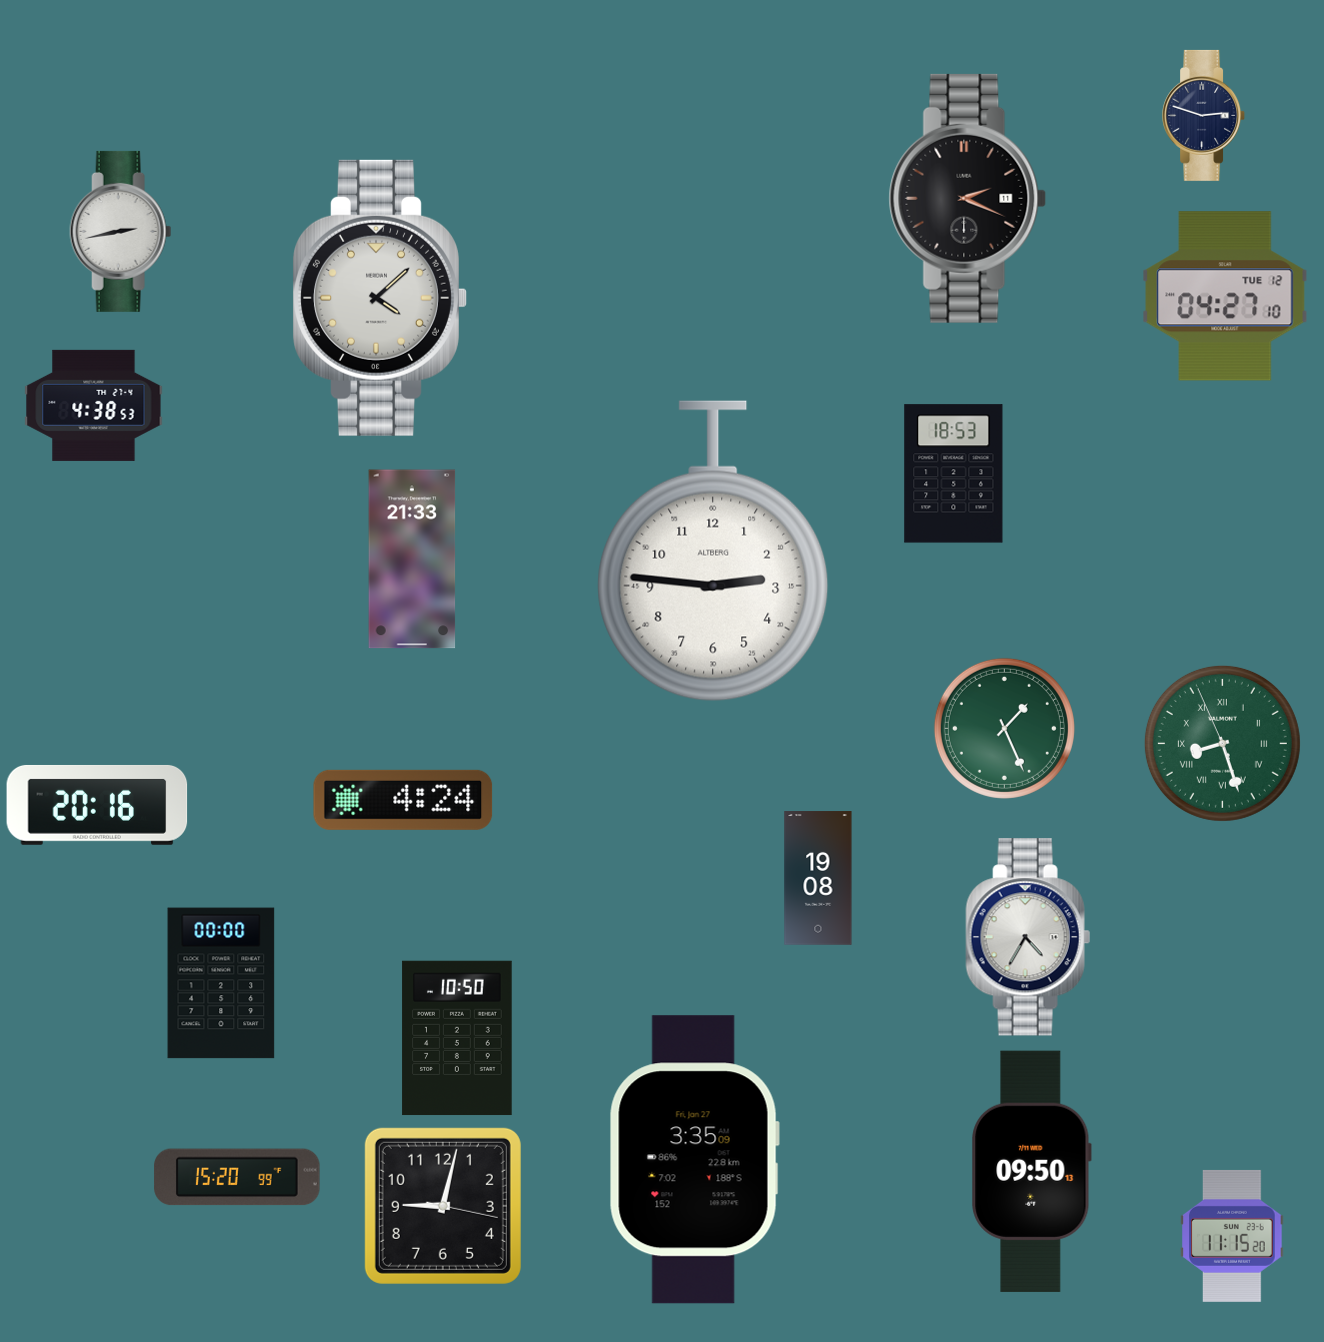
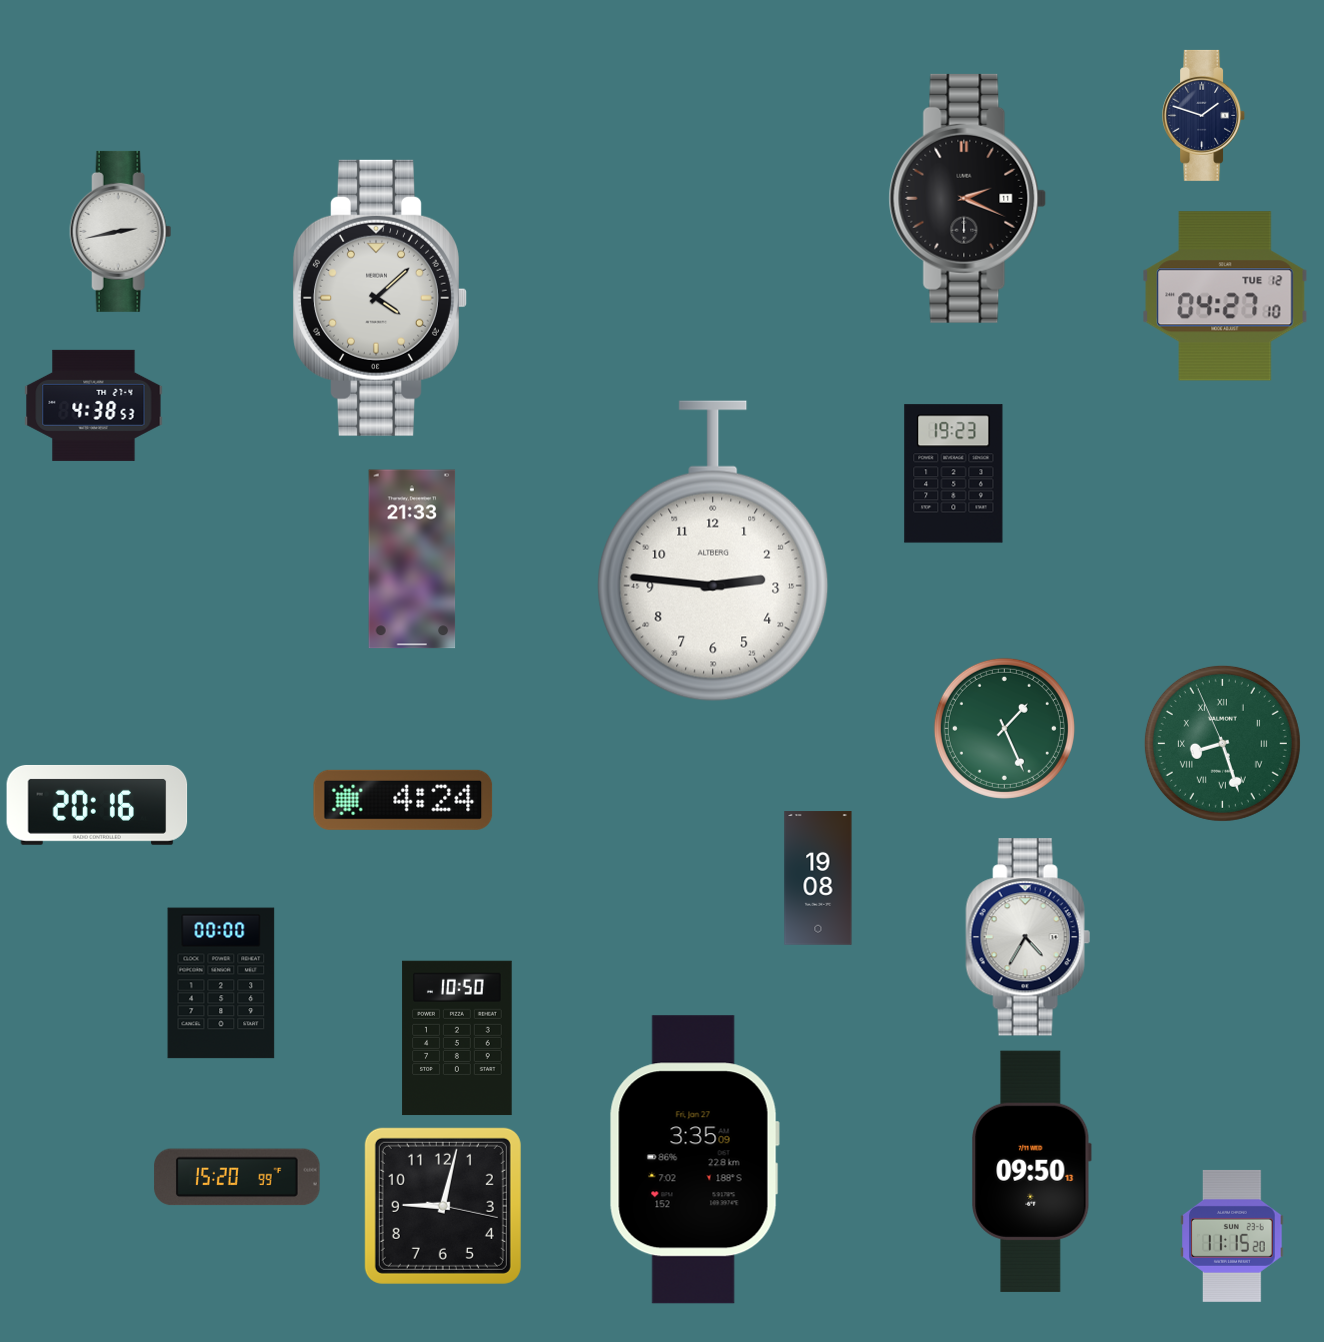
clock at (1204, 115): 2:48 -> 1:48
clock at (954, 474): 18:53 -> 19:23
